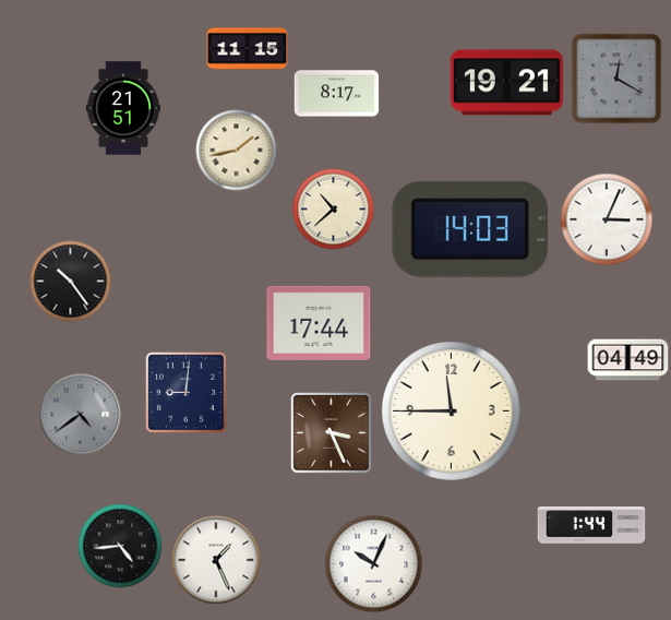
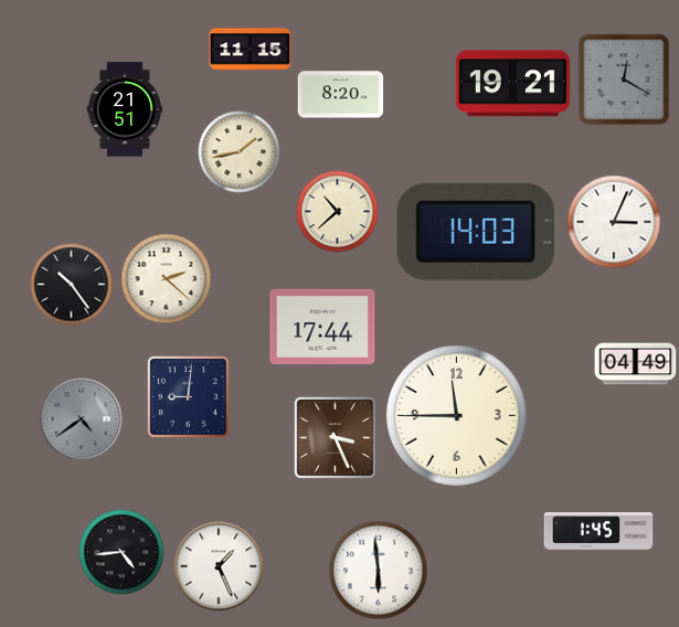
clock at (337, 94): 8:17 -> 8:20
clock at (167, 279): none -> 2:22
clock at (591, 525): 1:44 -> 1:45
clock at (374, 564): 10:04 -> 5:59
